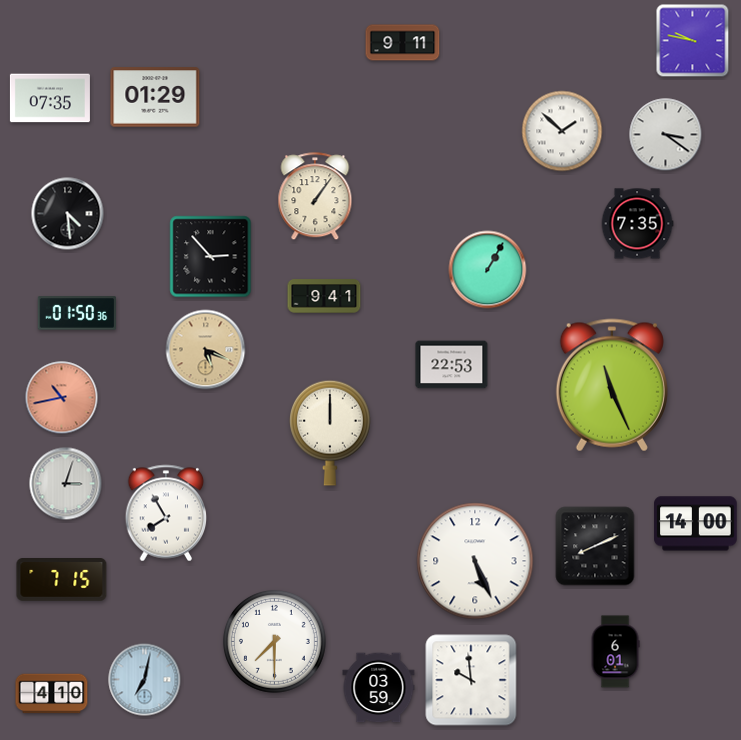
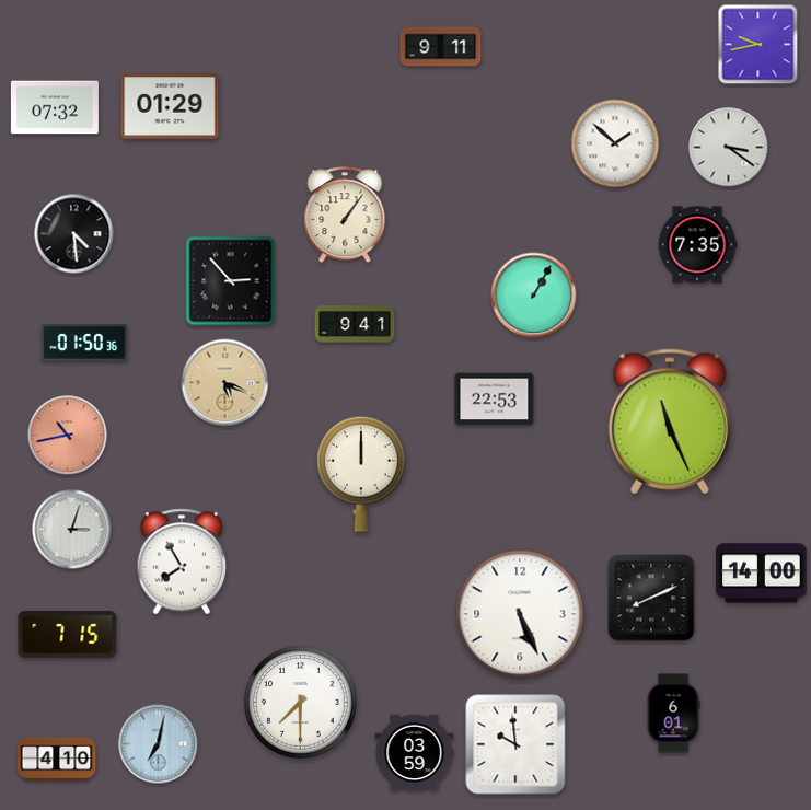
clock at (693, 41): 9:47 -> 9:43
clock at (50, 98): 07:35 -> 07:32
